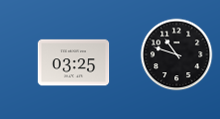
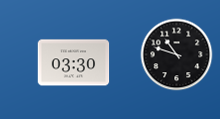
clock at (74, 63): 03:25 -> 03:30
